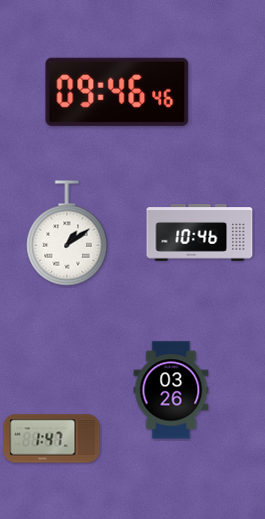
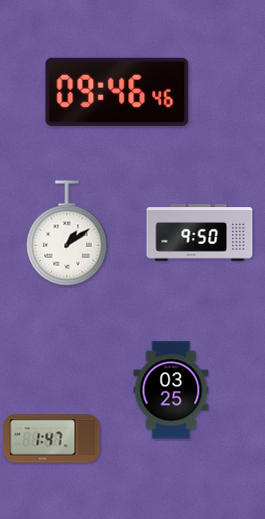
clock at (200, 233): 10:46 -> 9:50
clock at (171, 390): 03:26 -> 03:25
